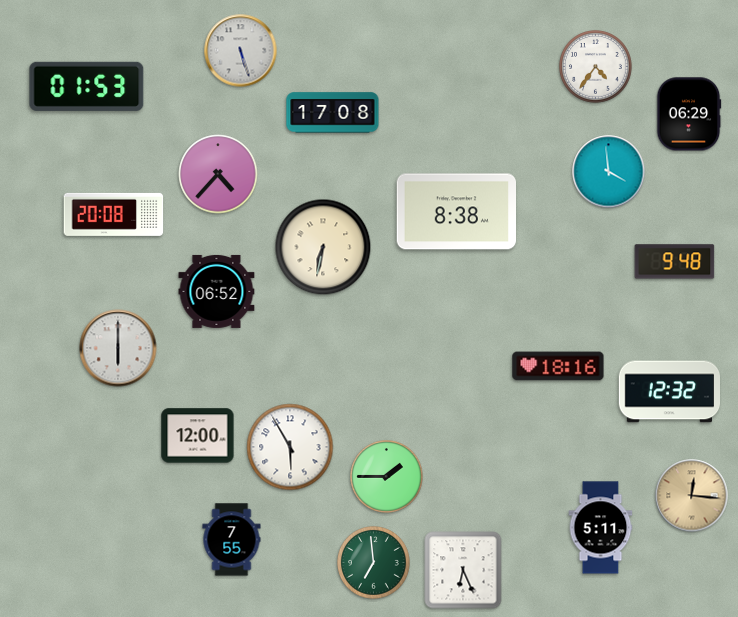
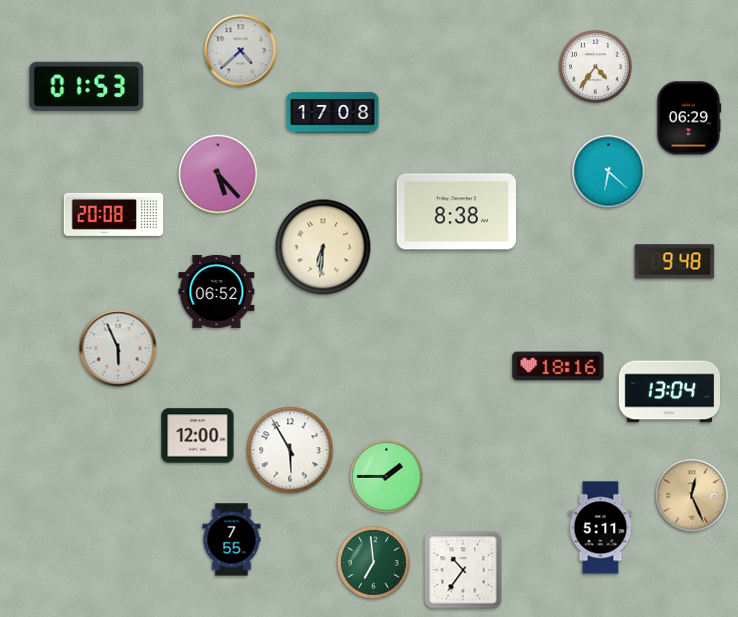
clock at (241, 51): 5:27 -> 4:38
clock at (689, 114) position: (689, 114) -> (689, 118)
clock at (609, 172): 3:59 -> 6:22
clock at (218, 174): 4:37 -> 5:23
clock at (323, 247): 6:32 -> 6:31
clock at (118, 348): 6:00 -> 5:56
clock at (669, 392): 12:32 -> 13:04
clock at (290, 447) position: (290, 447) -> (290, 450)
clock at (692, 496): 12:16 -> 12:26
clock at (463, 570): 6:26 -> 10:36
